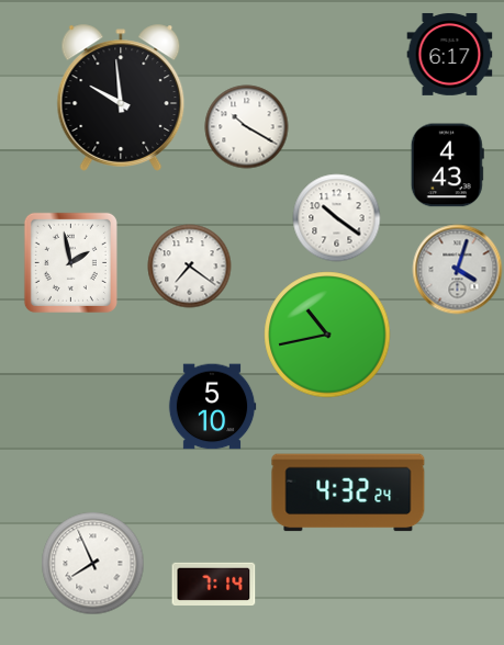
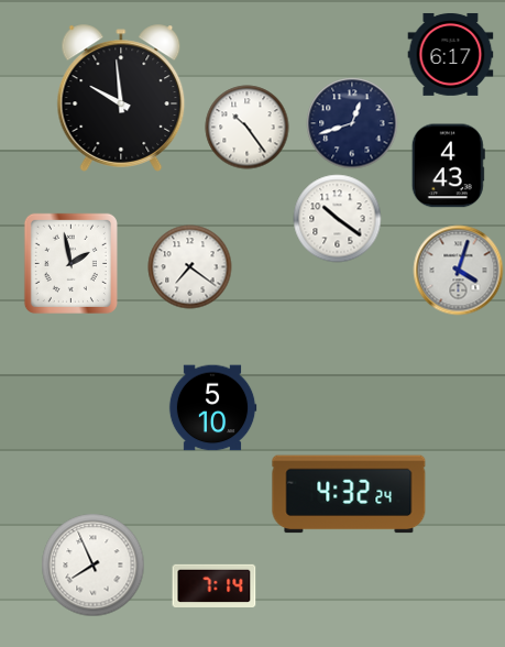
clock at (352, 123): none -> 12:42
clock at (247, 127): 10:20 -> 10:24
clock at (327, 335): 10:43 -> none
